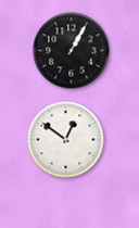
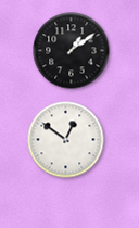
clock at (72, 51): 1:05 -> 1:09
